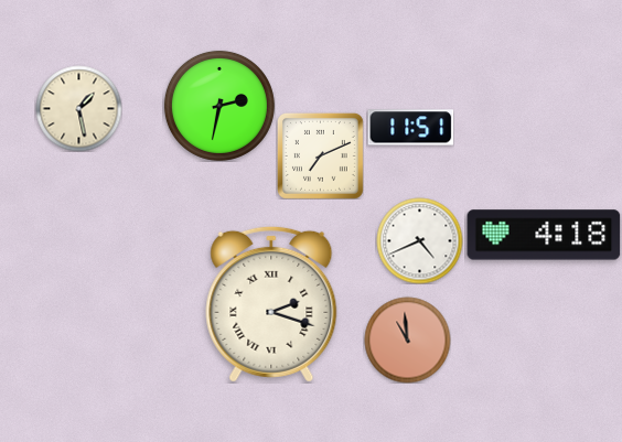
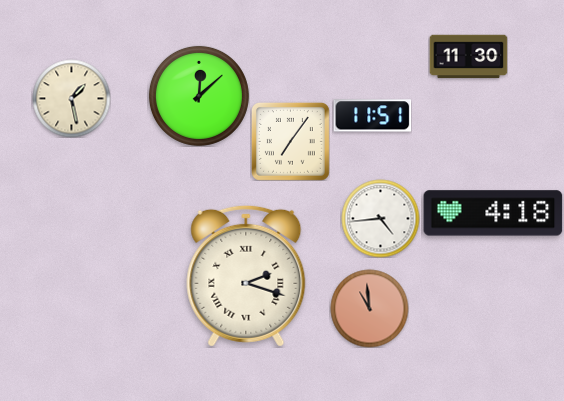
clock at (468, 57): none -> 11:30
clock at (219, 106): 2:32 -> 12:08
clock at (320, 155): 7:11 -> 7:06
clock at (419, 240): 4:41 -> 4:44
